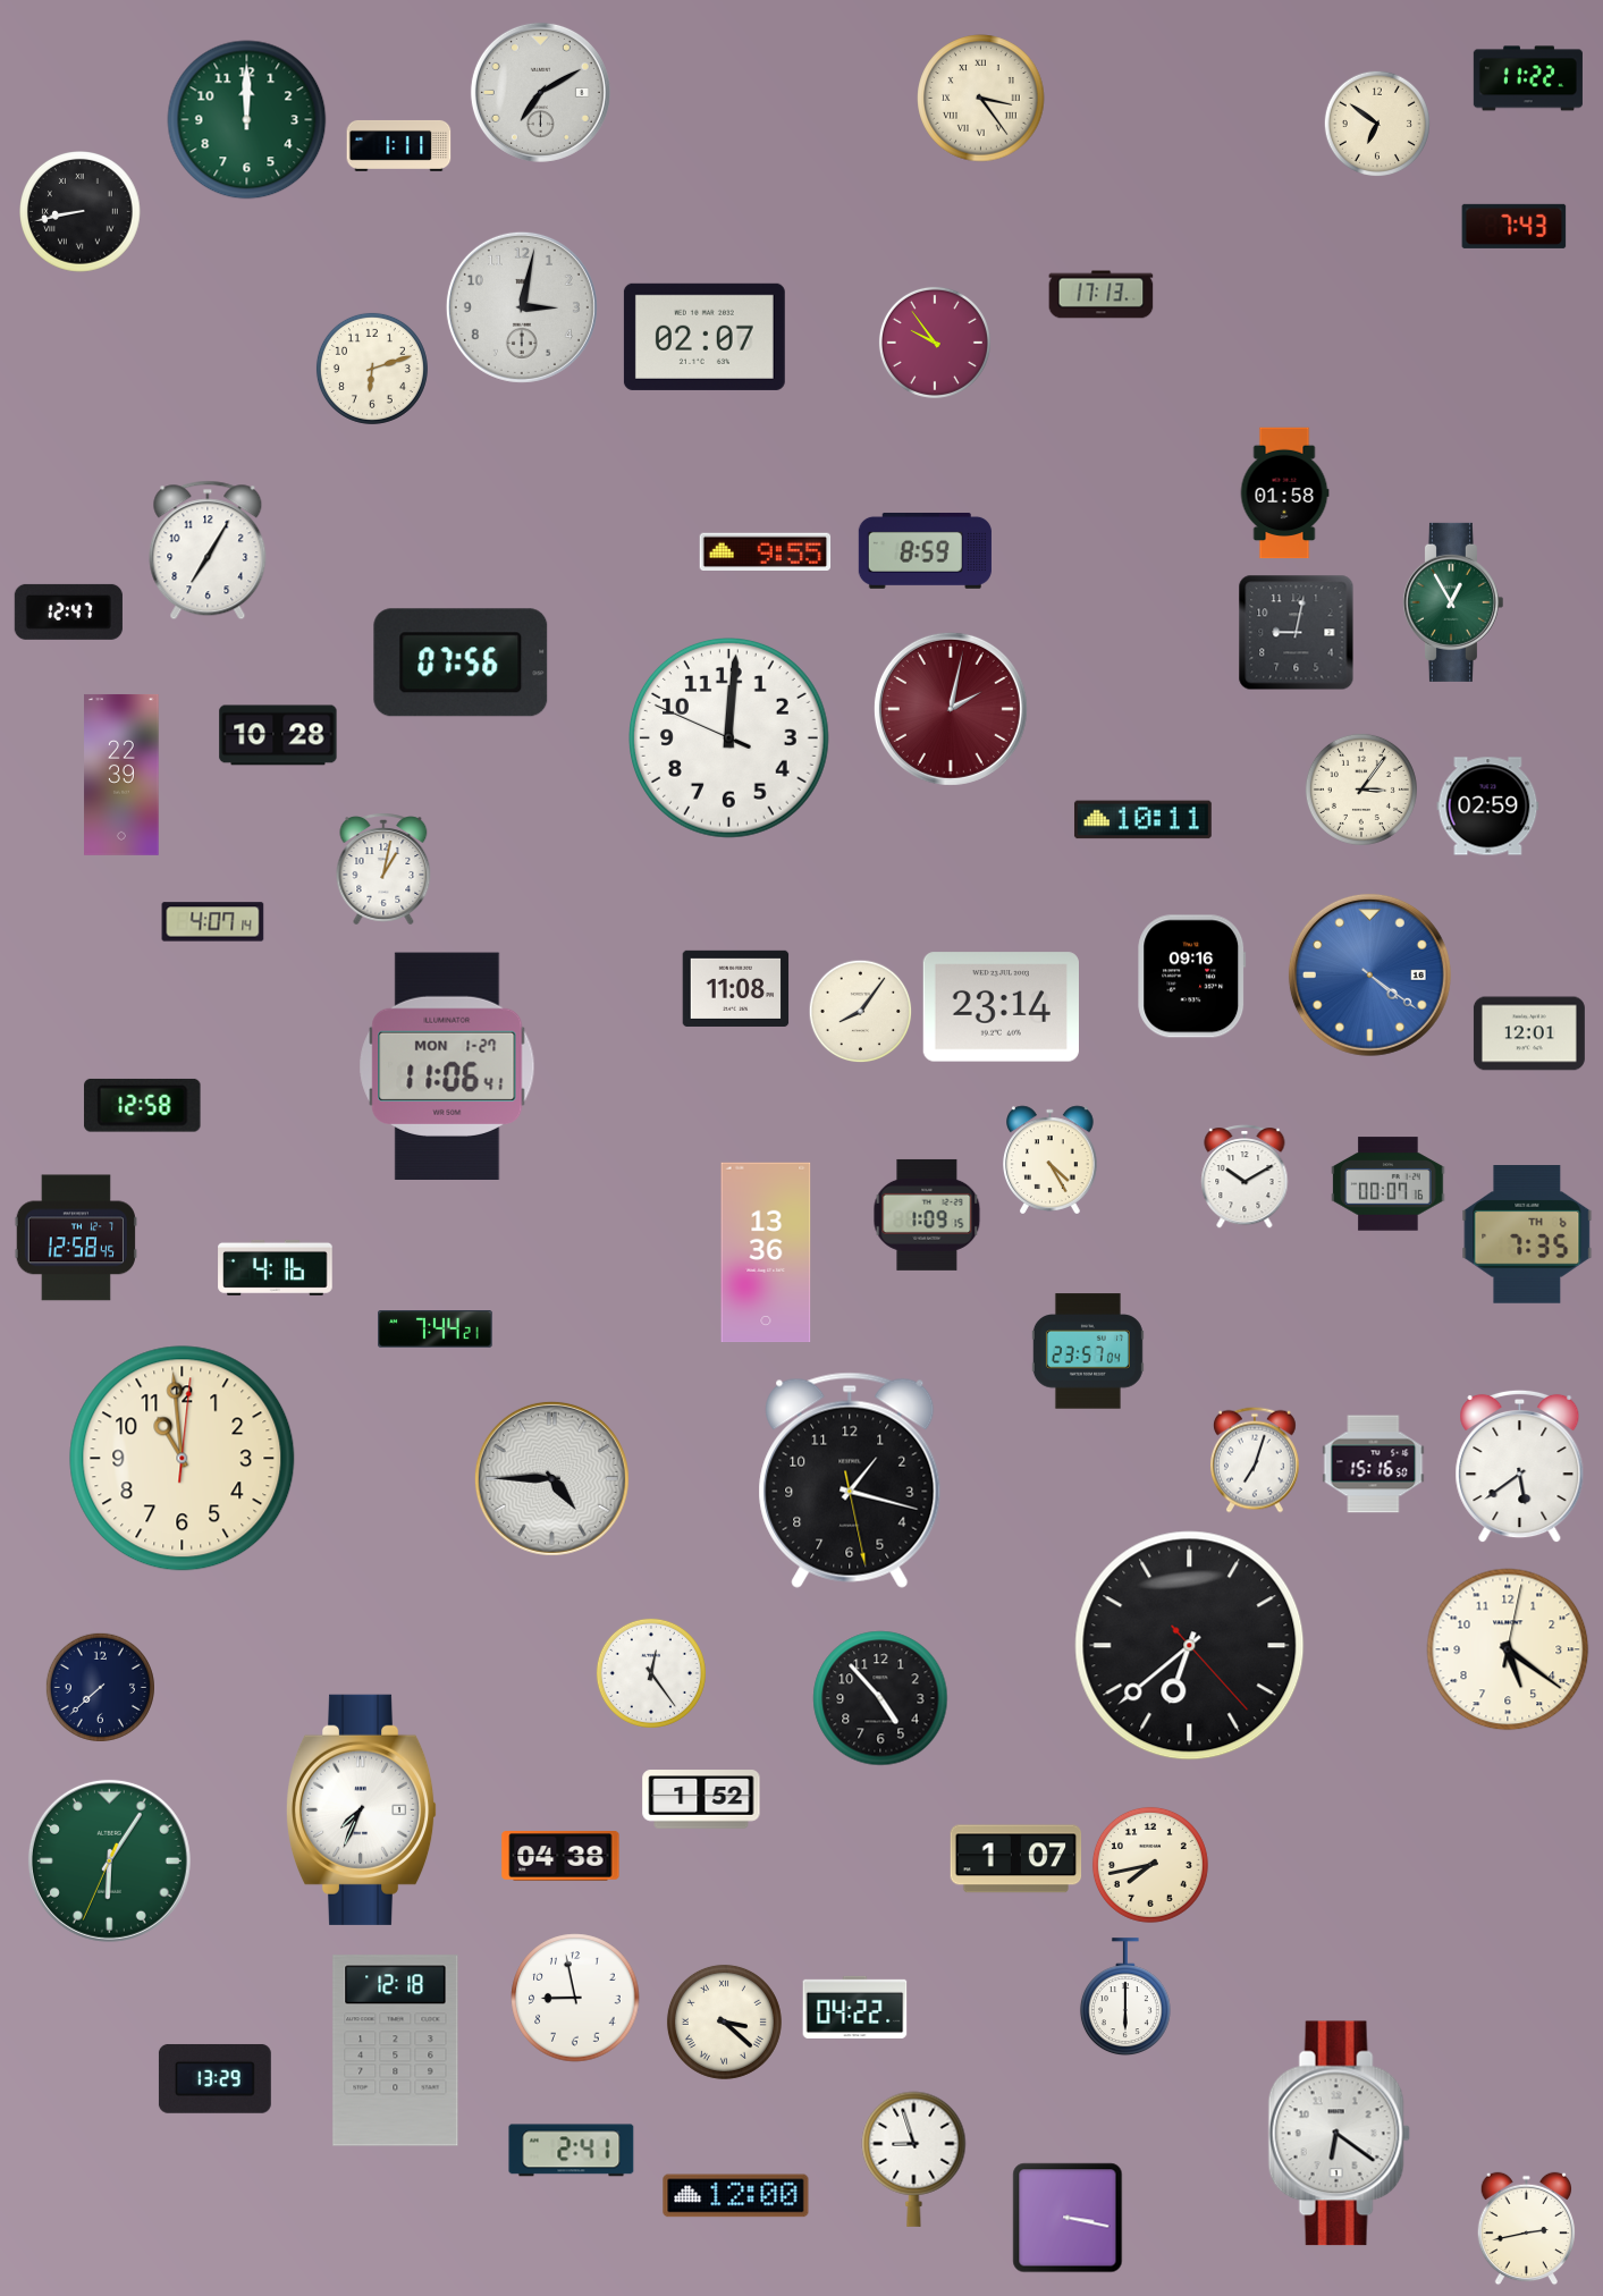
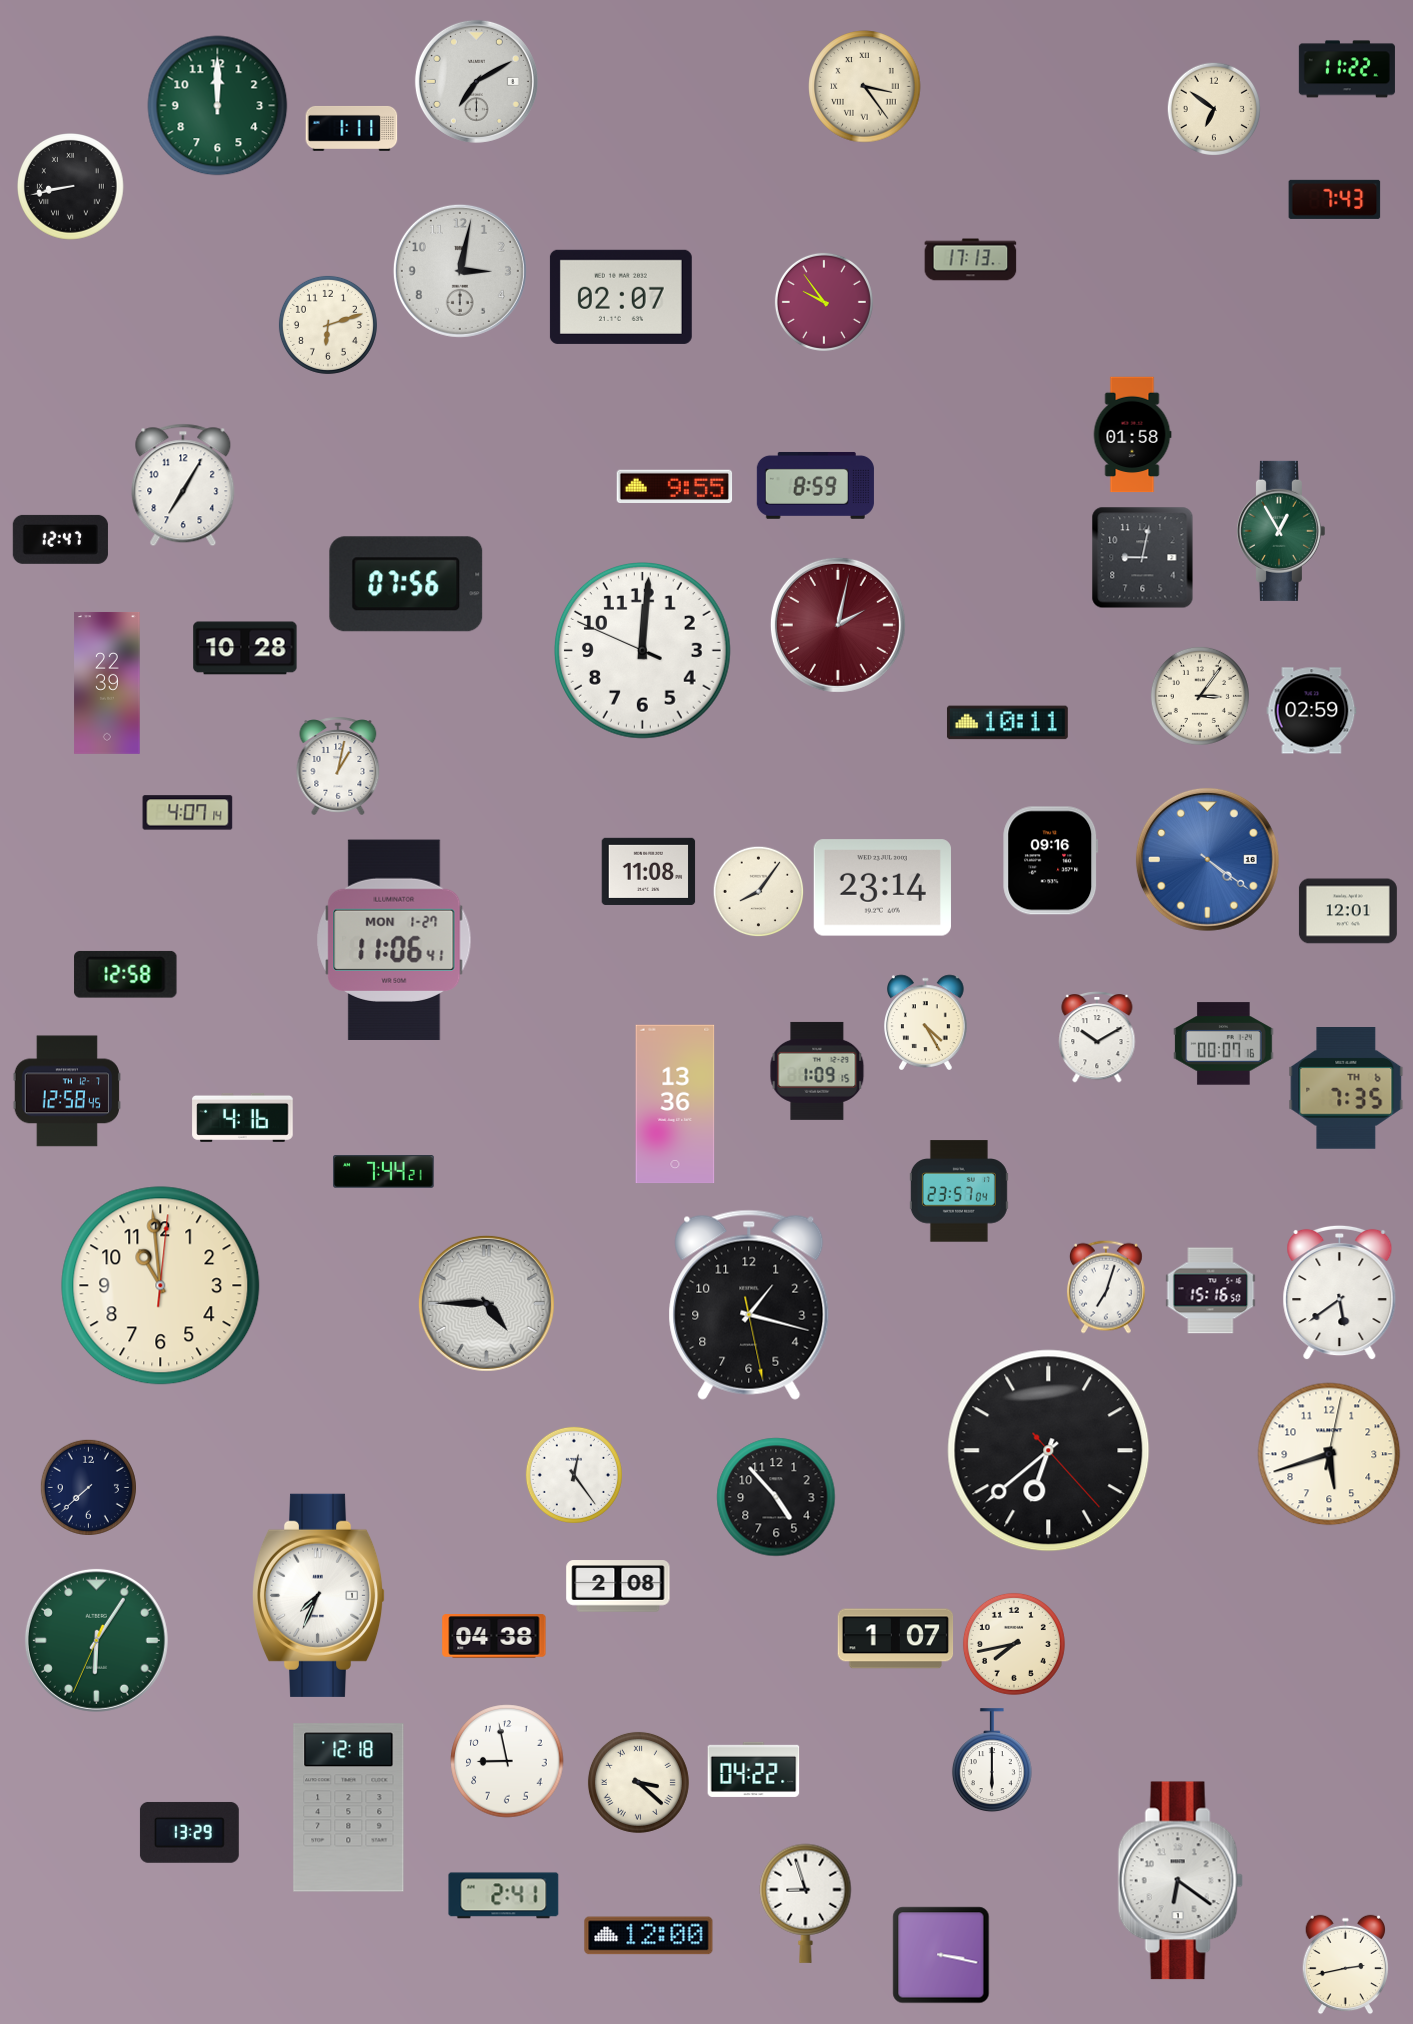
clock at (1508, 1649): 5:21 -> 5:42
clock at (701, 1799): 1:52 -> 2:08
